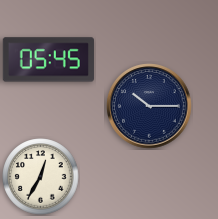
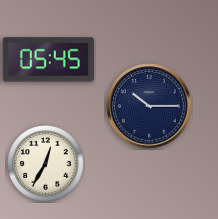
clock at (41, 177) position: (41, 177) -> (46, 164)
